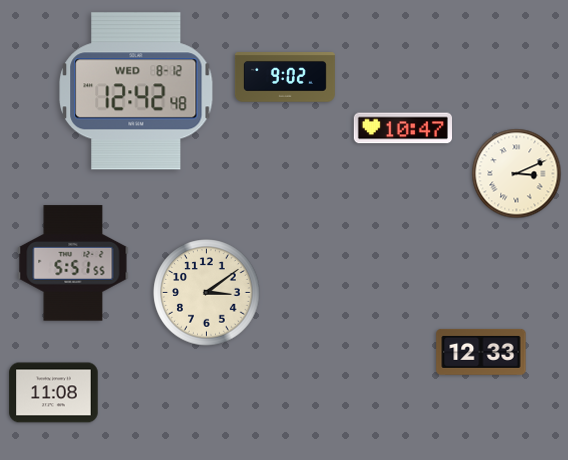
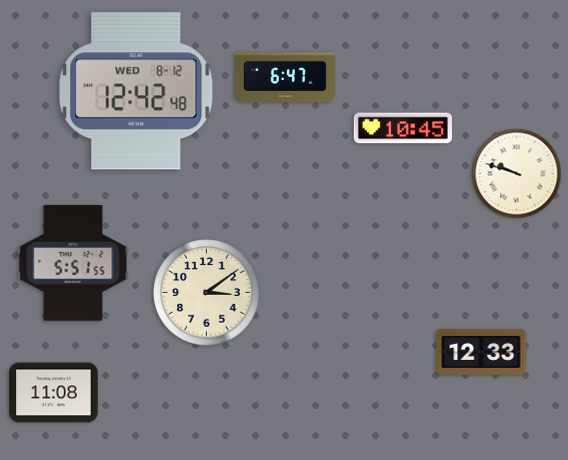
clock at (285, 77): 9:02 -> 6:47
clock at (402, 128): 10:47 -> 10:45
clock at (517, 174): 3:11 -> 9:48
